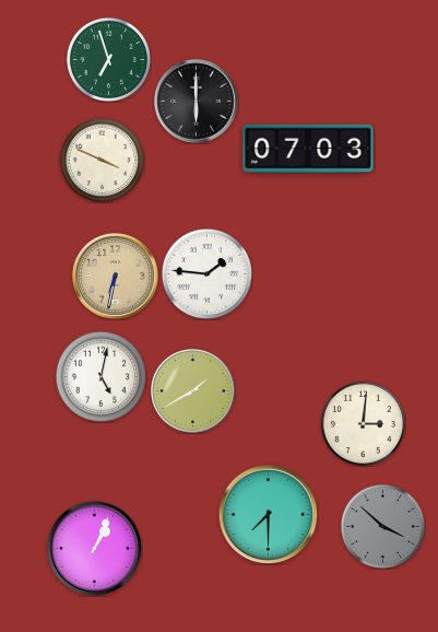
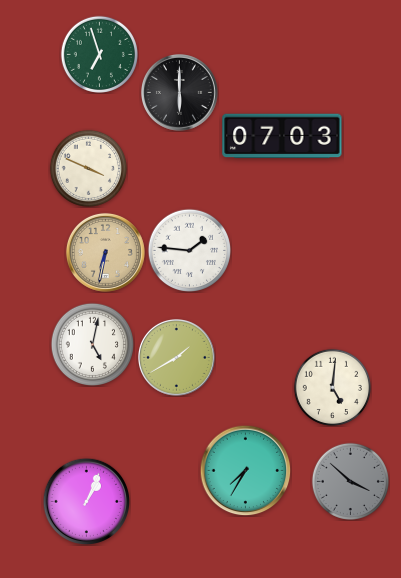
clock at (102, 160) position: (102, 160) -> (88, 168)
clock at (363, 423): 3:01 -> 5:01
clock at (268, 514): 7:30 -> 7:35
